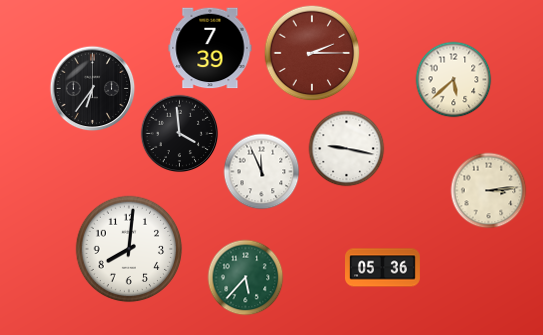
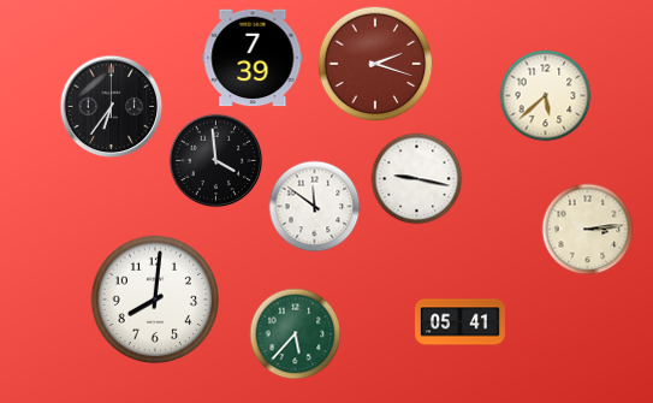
clock at (312, 53): 2:15 -> 2:18
clock at (262, 172): 11:56 -> 11:51
clock at (383, 268): 05:36 -> 05:41
